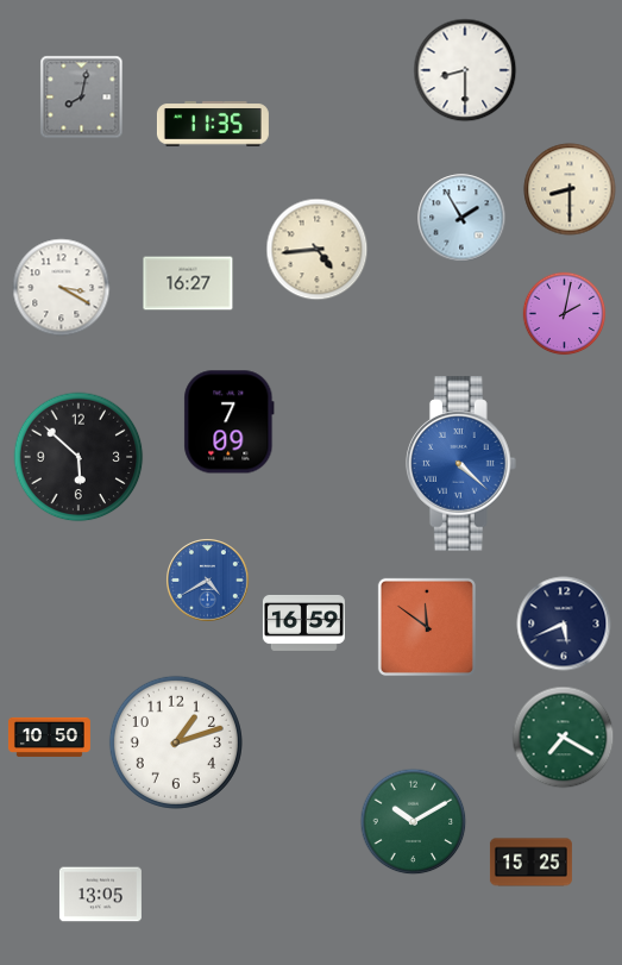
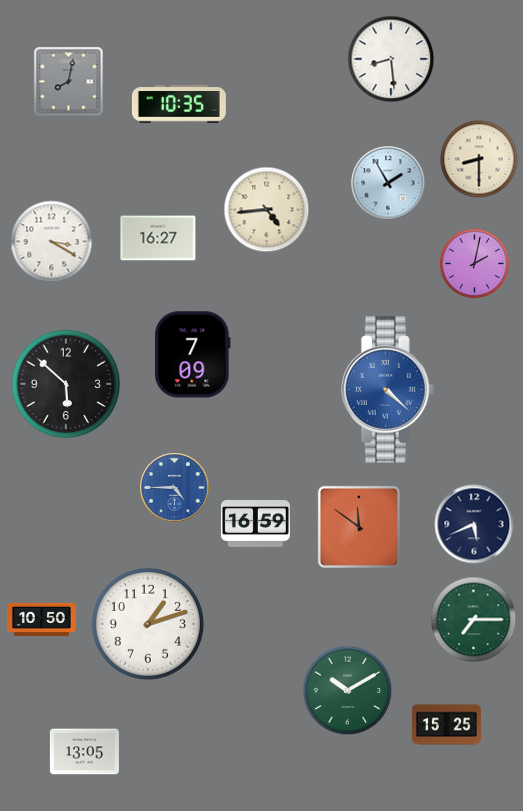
clock at (465, 70): 8:30 -> 8:29
clock at (213, 124): 11:35 -> 10:35
clock at (208, 581): 4:40 -> 4:45
clock at (564, 738): 7:20 -> 7:15
